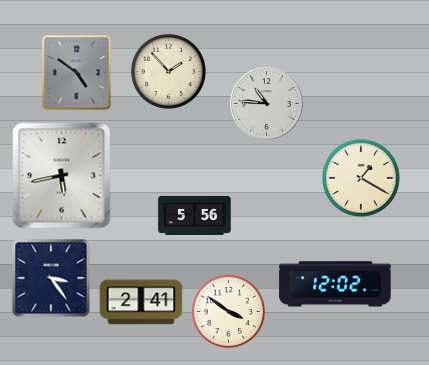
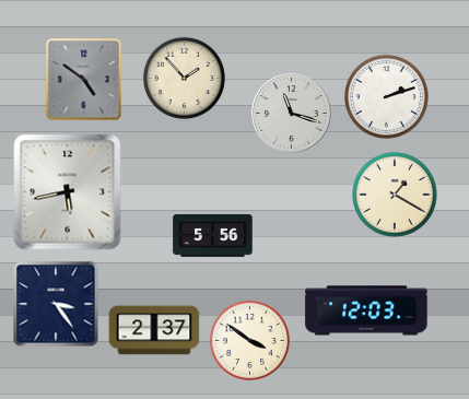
clock at (386, 96): none -> 2:12
clock at (267, 104): 10:46 -> 11:18
clock at (335, 284): 12:02 -> 12:03
clock at (141, 302): 2:41 -> 2:37
